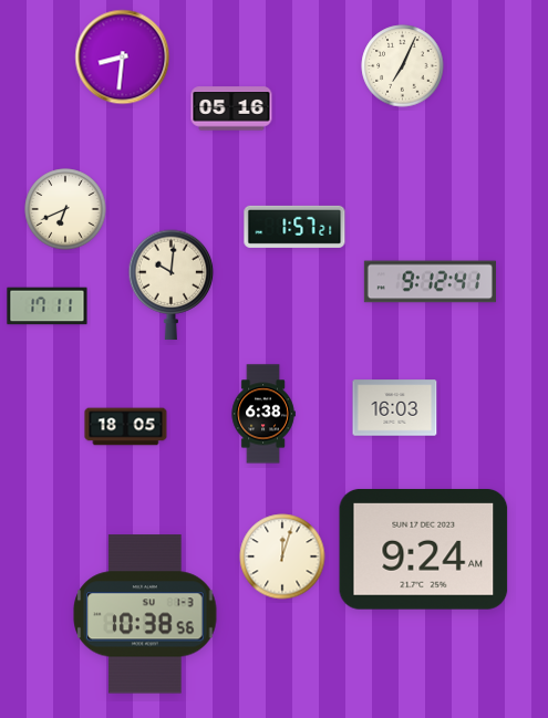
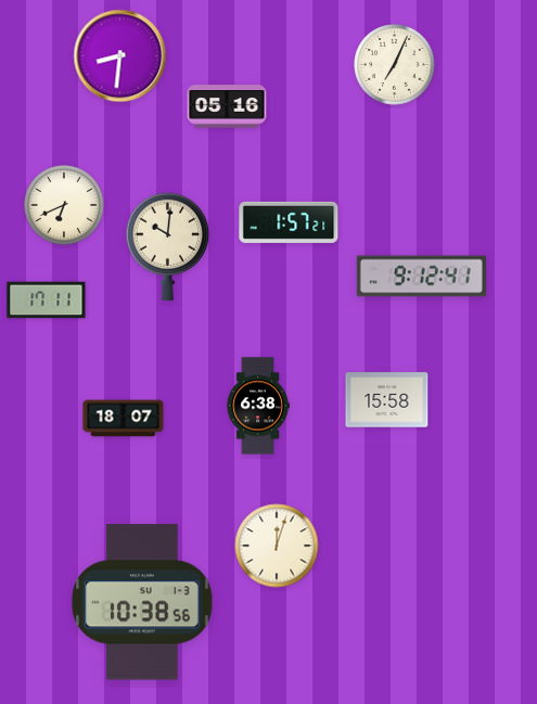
clock at (172, 285) position: (172, 285) -> (168, 247)
clock at (395, 408): 16:03 -> 15:58
clock at (126, 427): 18:05 -> 18:07
clock at (424, 549): 9:24 -> none
